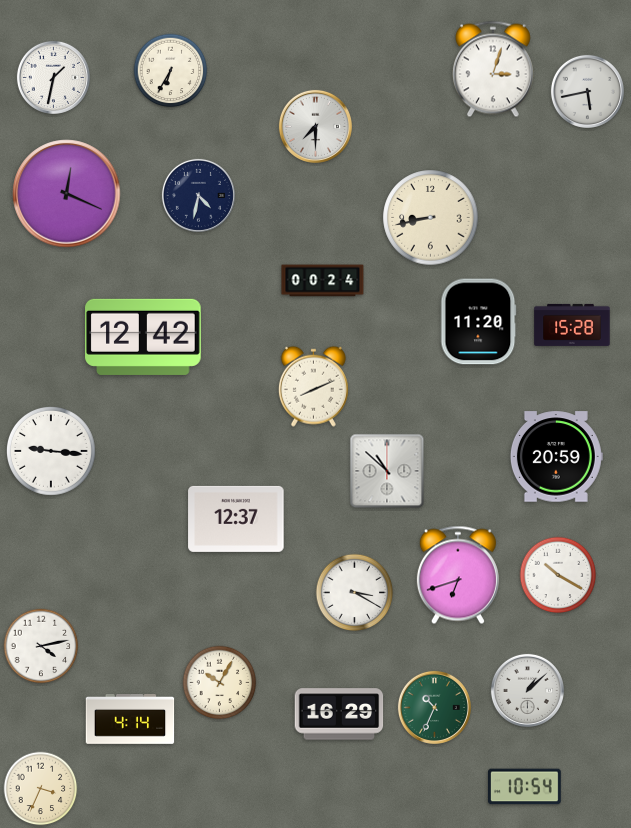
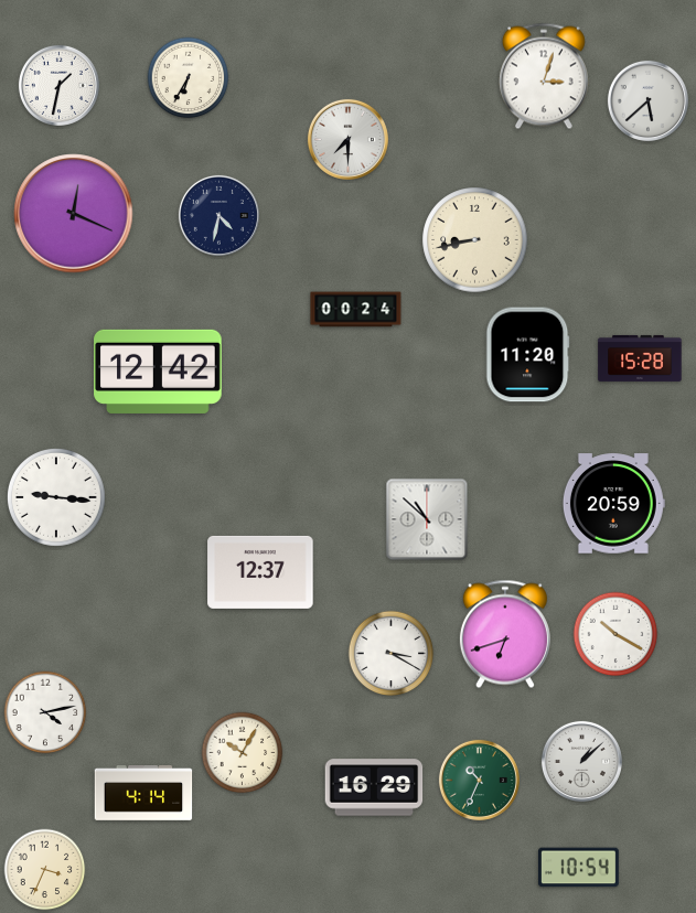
clock at (587, 91): 5:43 -> 5:38
clock at (572, 325) position: (572, 325) -> (640, 358)
clock at (313, 386): 8:11 -> none
